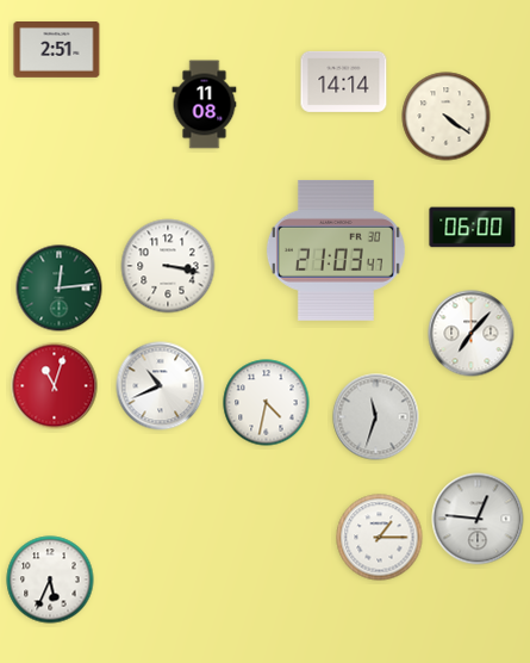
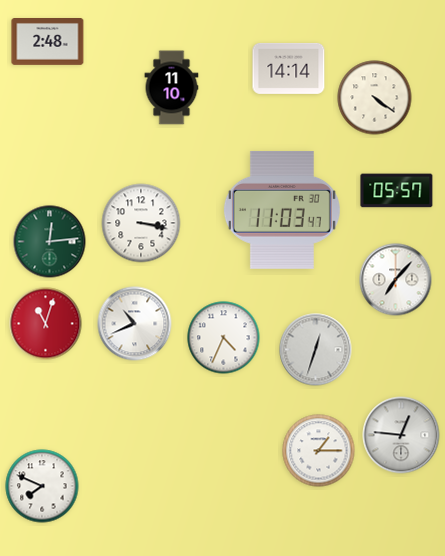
clock at (57, 50): 2:51 -> 2:48
clock at (205, 105): 11:08 -> 11:10
clock at (473, 228): 06:00 -> 05:57
clock at (336, 250): 21:03 -> 11:03
clock at (267, 403): 4:32 -> 4:34
clock at (376, 417): 11:33 -> 12:33
clock at (50, 580): 5:34 -> 7:49
